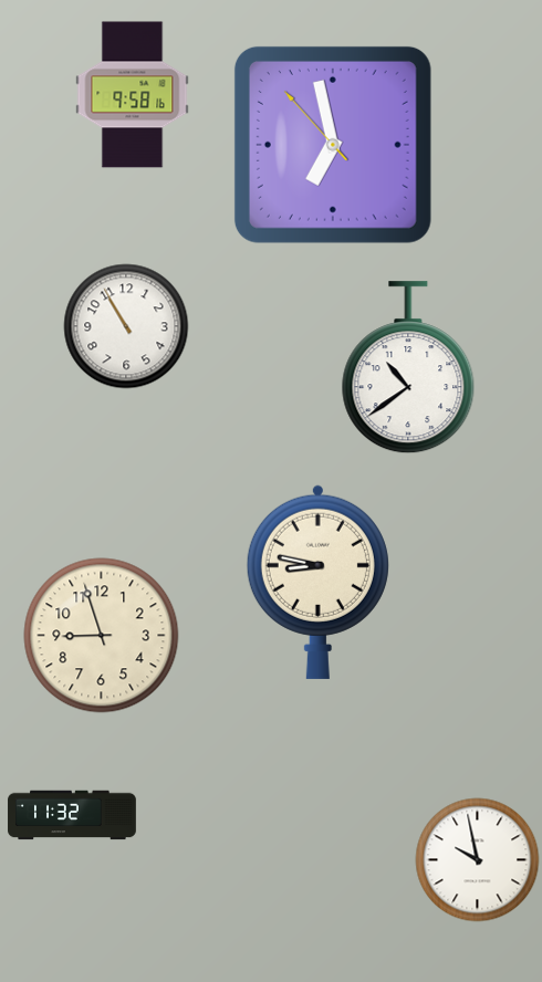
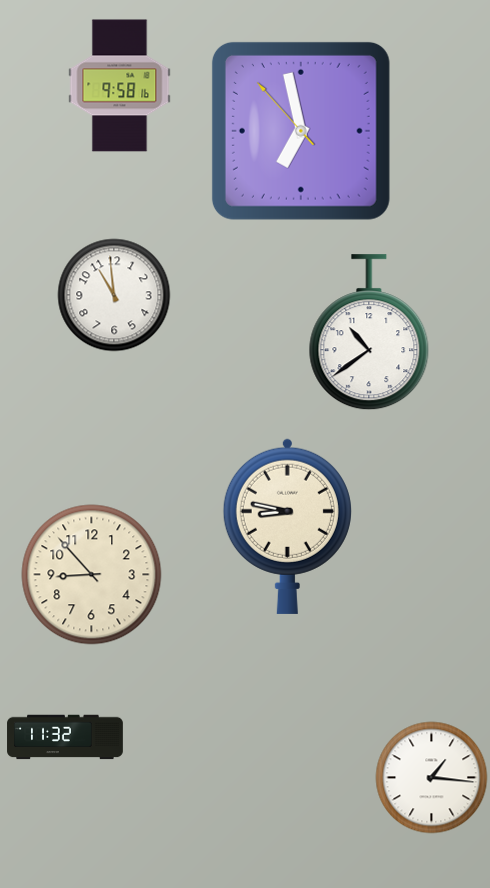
clock at (126, 326): 10:55 -> 10:59
clock at (102, 636): 8:57 -> 8:53
clock at (478, 860): 9:58 -> 1:16
